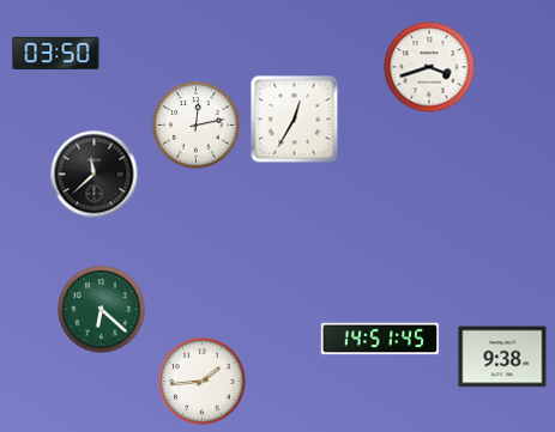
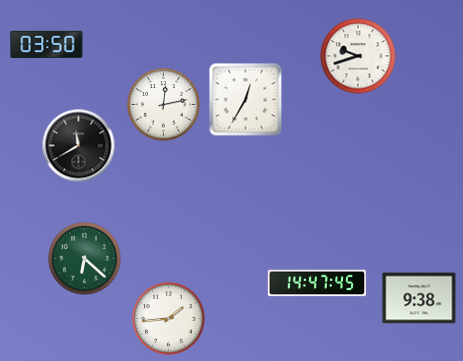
clock at (429, 67): 3:42 -> 9:42
clock at (95, 175): 11:38 -> 11:40
clock at (380, 339): 14:51 -> 14:47
